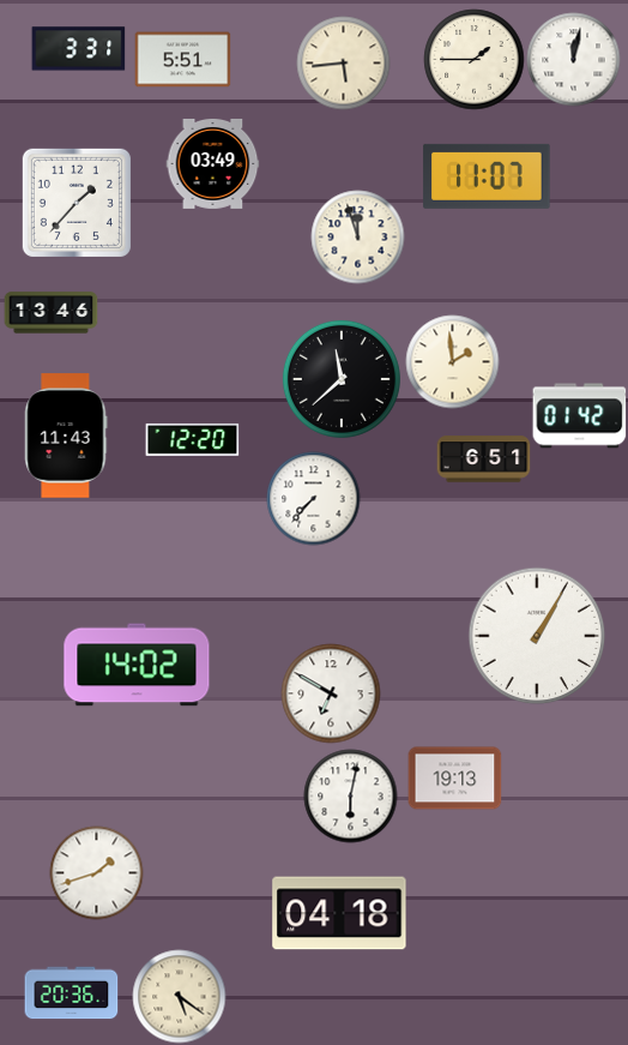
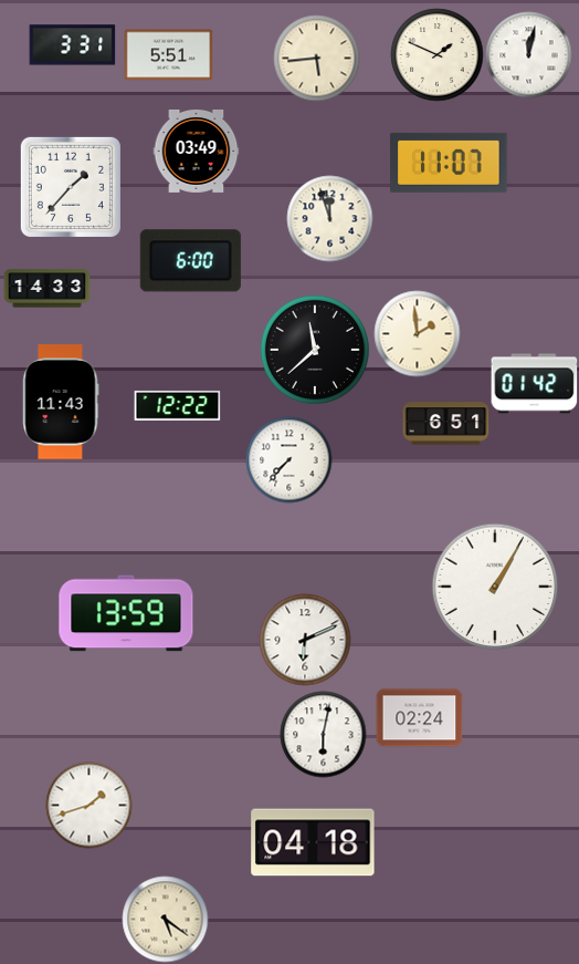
clock at (473, 59): 1:45 -> 1:49
clock at (190, 261): none -> 6:00
clock at (50, 313): 13:46 -> 14:33
clock at (192, 439): 12:20 -> 12:22
clock at (137, 665): 14:02 -> 13:59
clock at (331, 693): 6:50 -> 6:11
clock at (454, 779): 19:13 -> 02:24
clock at (71, 993): 20:36 -> none
